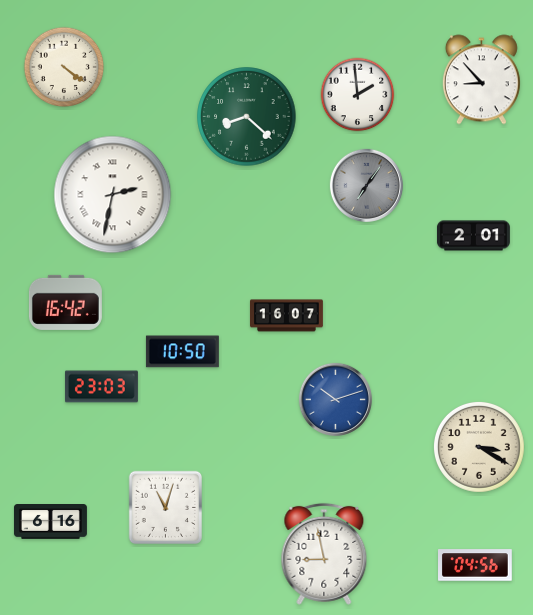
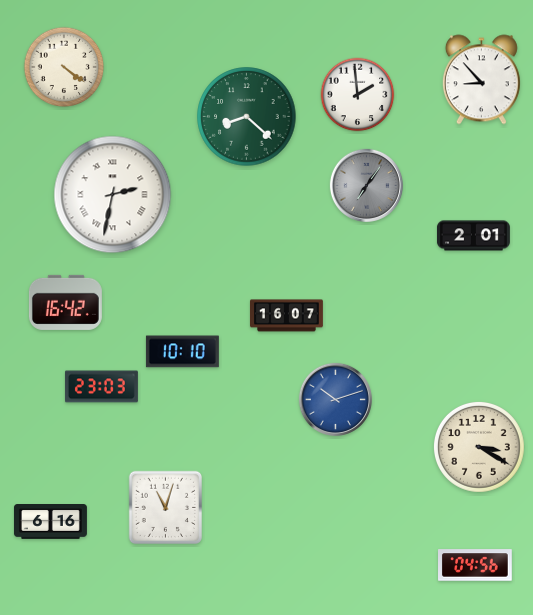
clock at (182, 352): 10:50 -> 10:10
clock at (324, 554): 8:58 -> none
